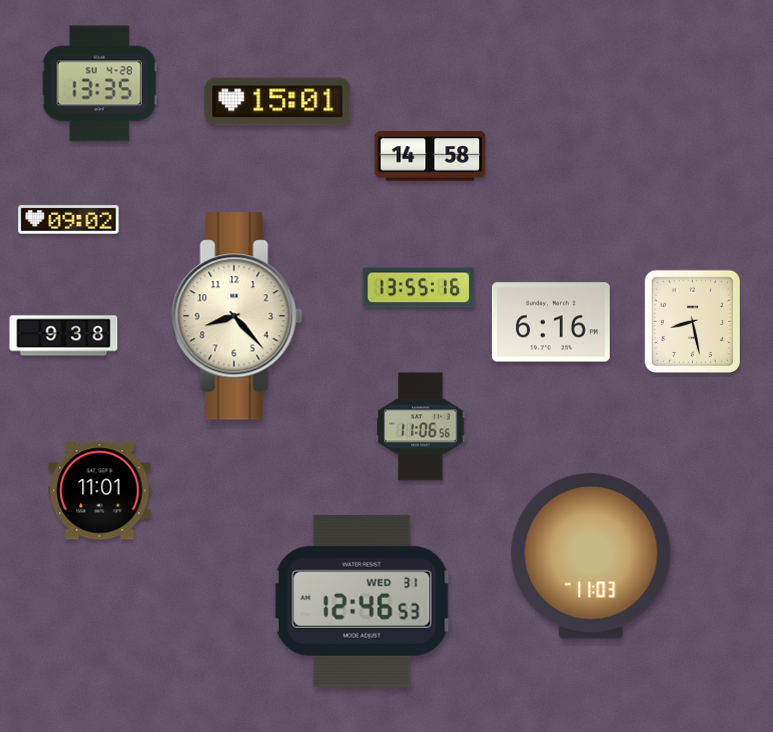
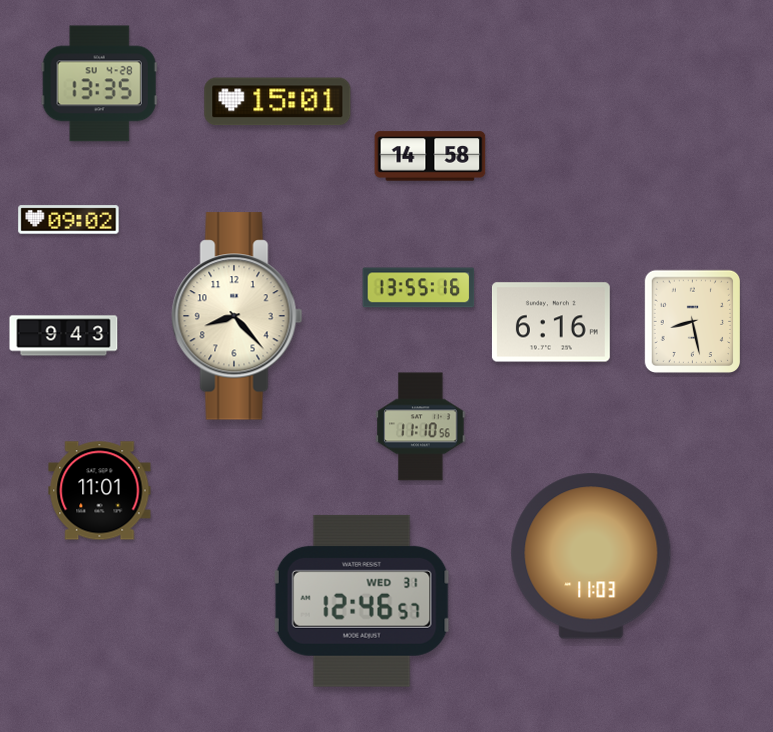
clock at (64, 336): 9:38 -> 9:43
clock at (421, 427): 11:06 -> 11:10
clock at (362, 601): 12:46:53 -> 12:46:57
